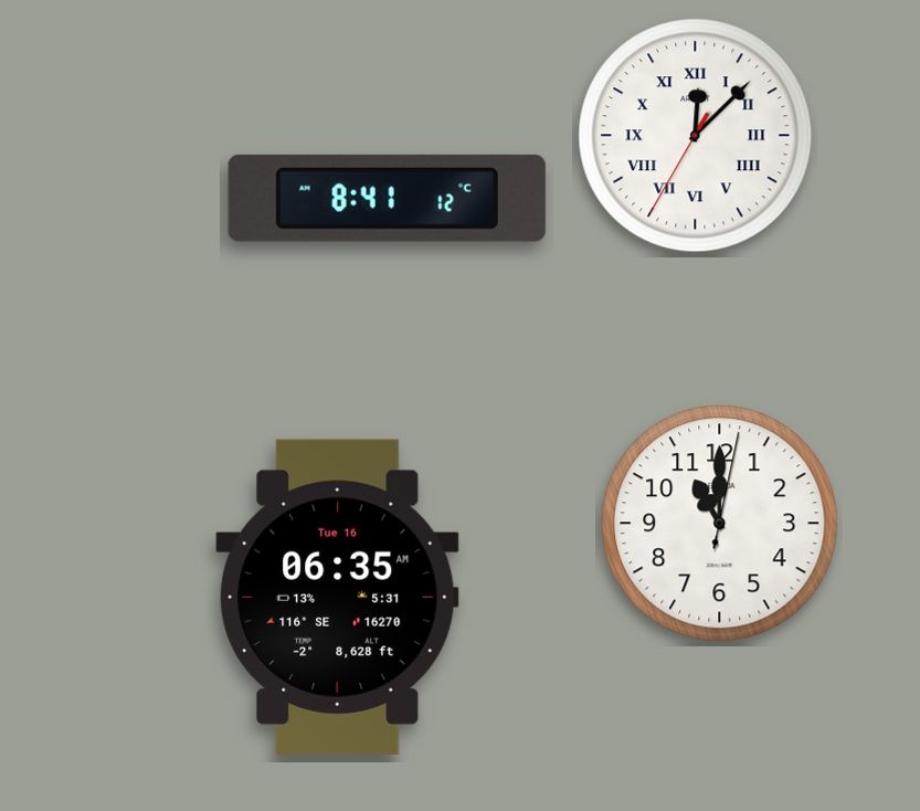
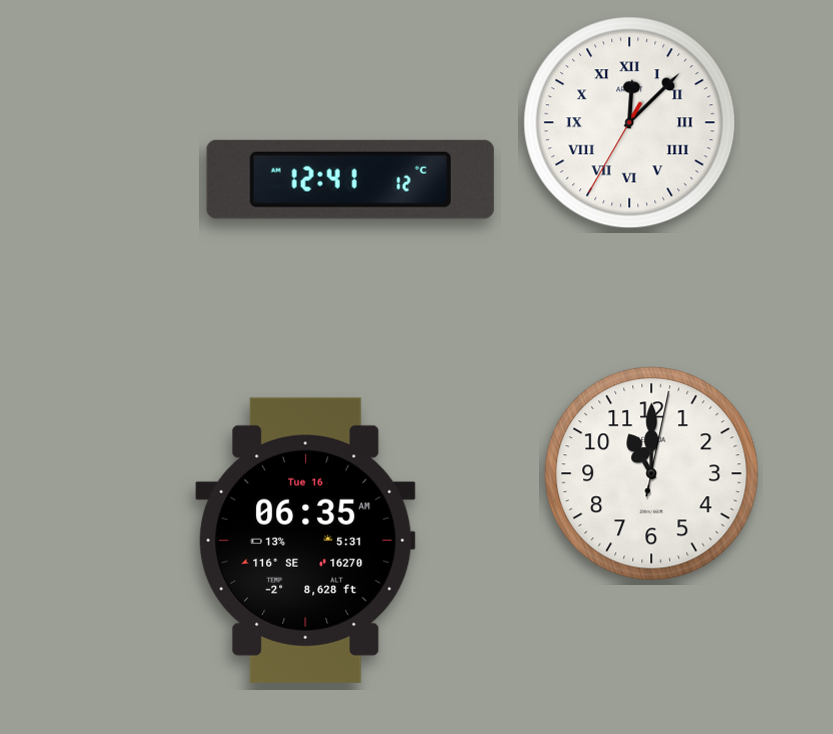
clock at (387, 198): 8:41 -> 12:41
